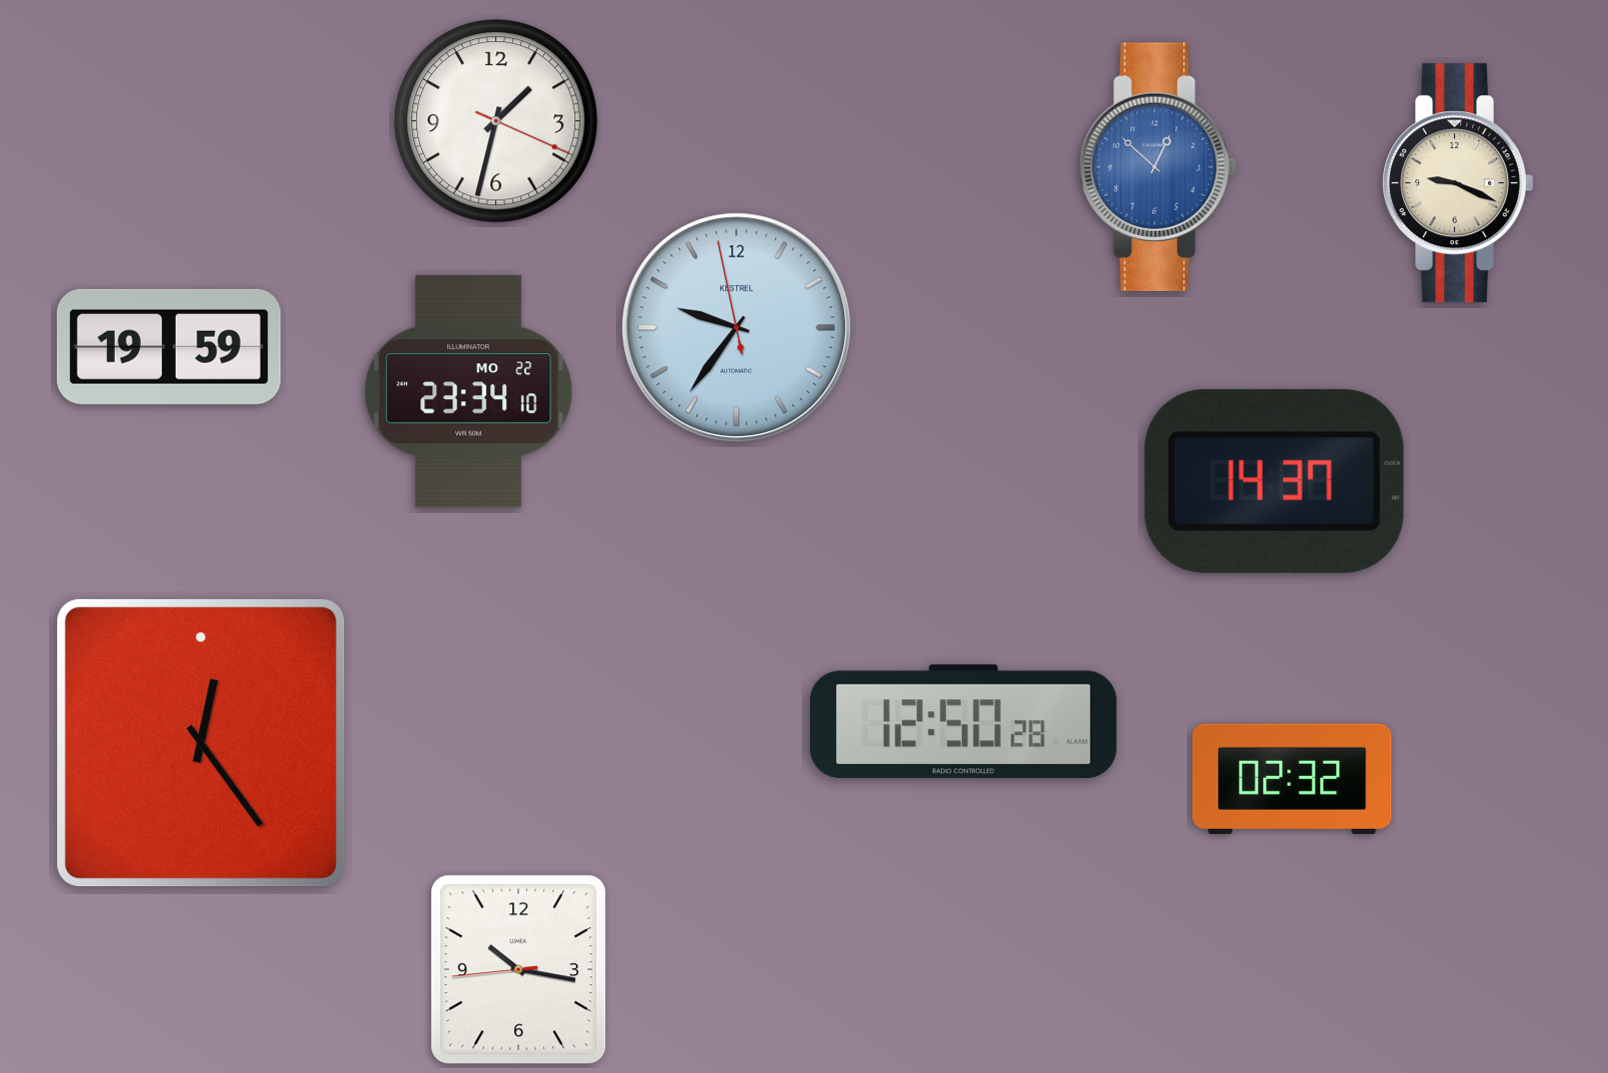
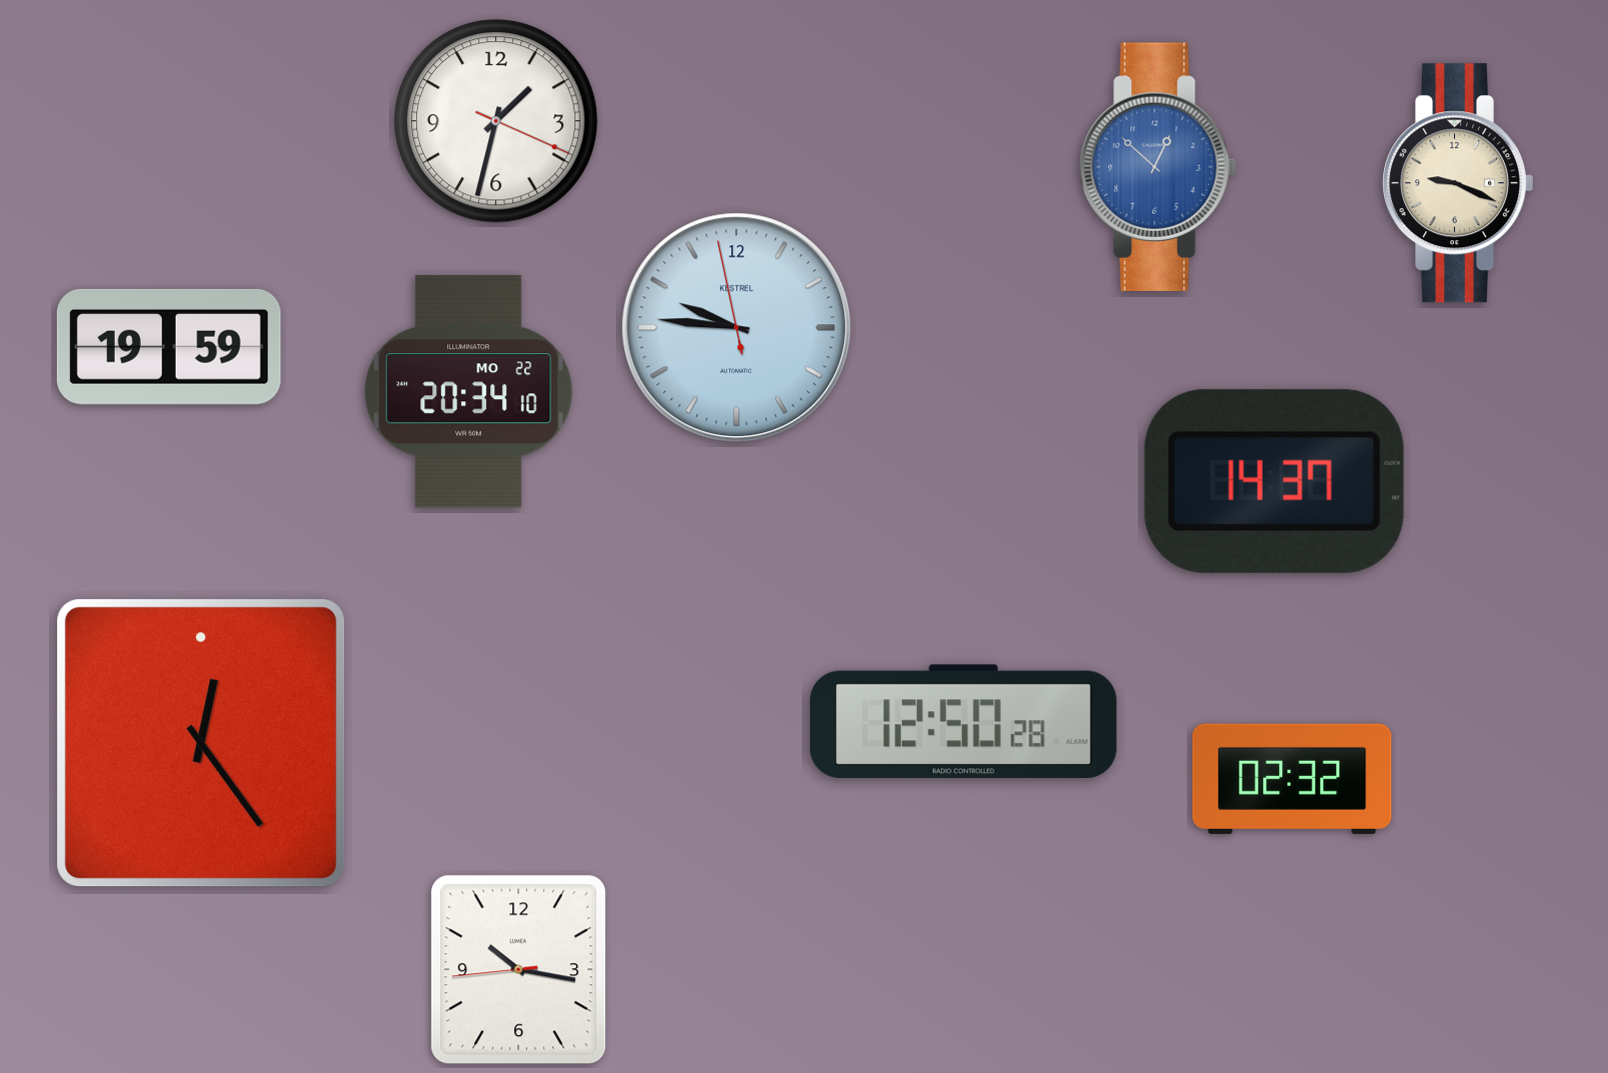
clock at (737, 328): 9:35 -> 9:45
clock at (469, 392): 23:34 -> 20:34
